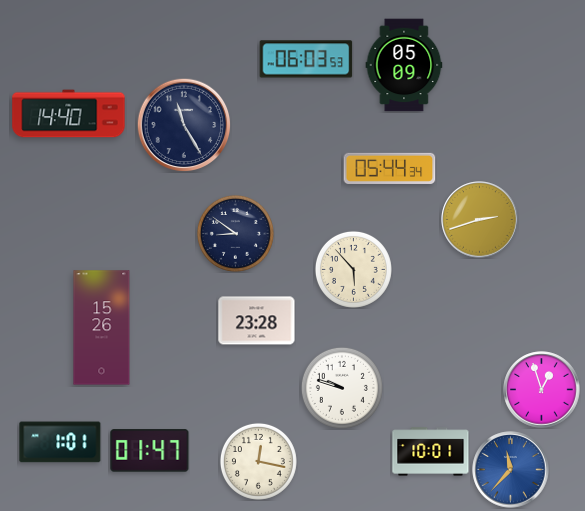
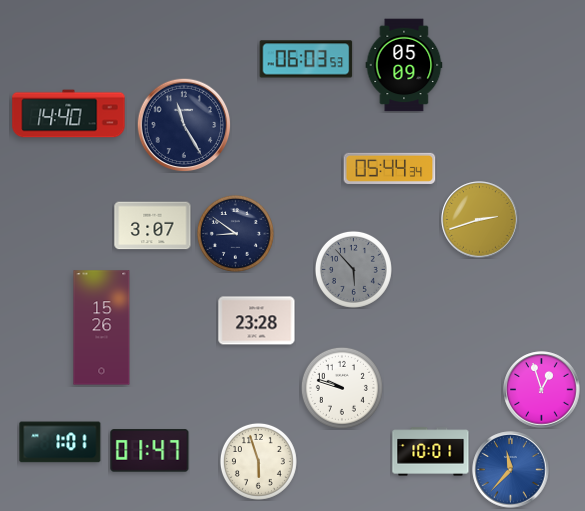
clock at (153, 226): none -> 3:07
clock at (353, 269) dial: cream -> grey
clock at (258, 461): 12:17 -> 5:57
